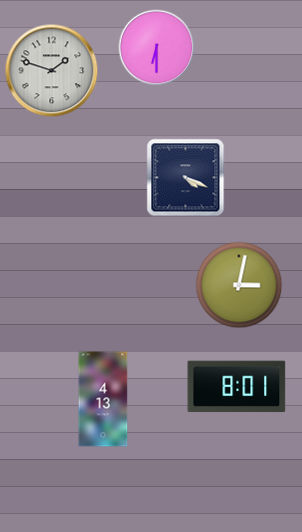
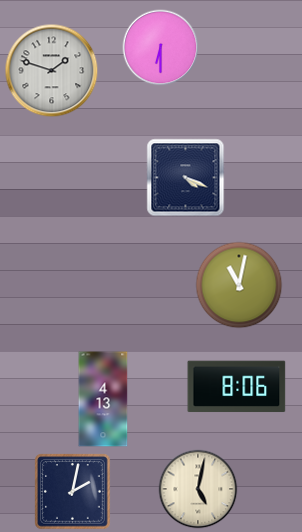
clock at (157, 48) position: (157, 48) -> (161, 48)
clock at (239, 285): 3:02 -> 11:02
clock at (237, 387): 8:01 -> 8:06
clock at (198, 489): none -> 5:02
clock at (73, 492): none -> 2:02
